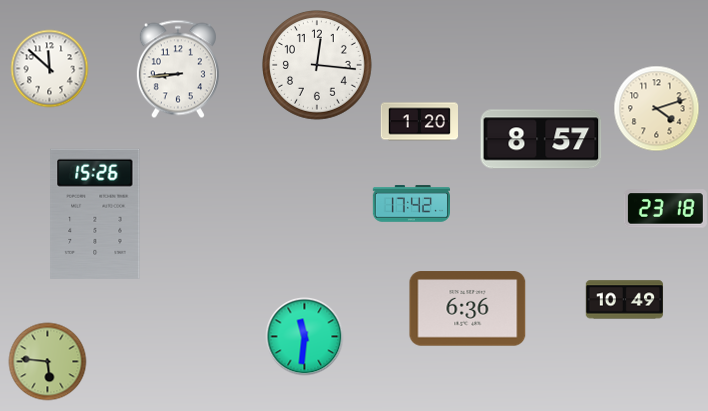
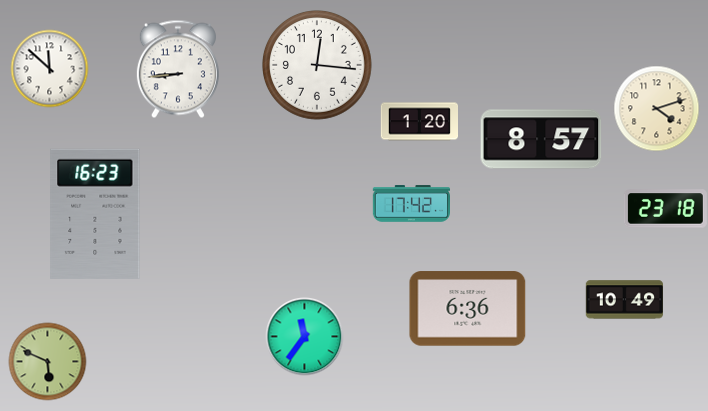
clock at (95, 214): 15:26 -> 16:23
clock at (304, 336): 11:31 -> 11:36
clock at (47, 361): 5:46 -> 5:49
